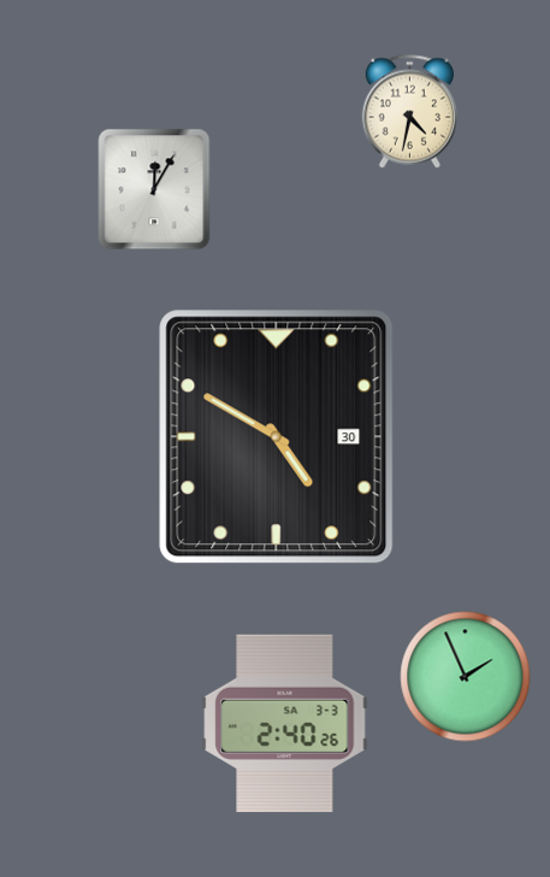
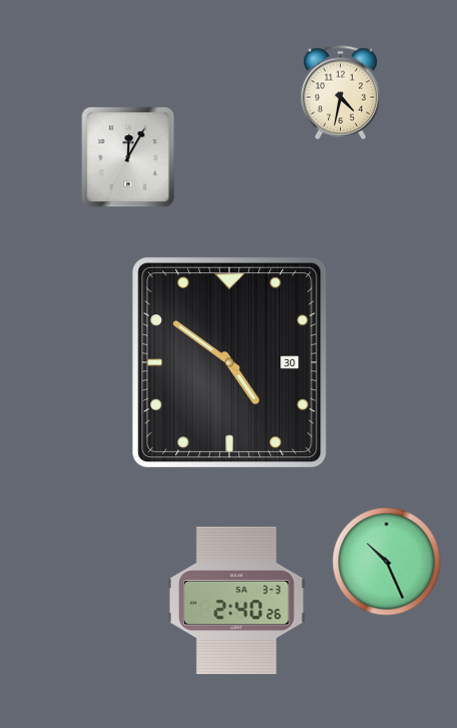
clock at (277, 437): 4:50 -> 4:51
clock at (466, 677): 1:56 -> 10:26
